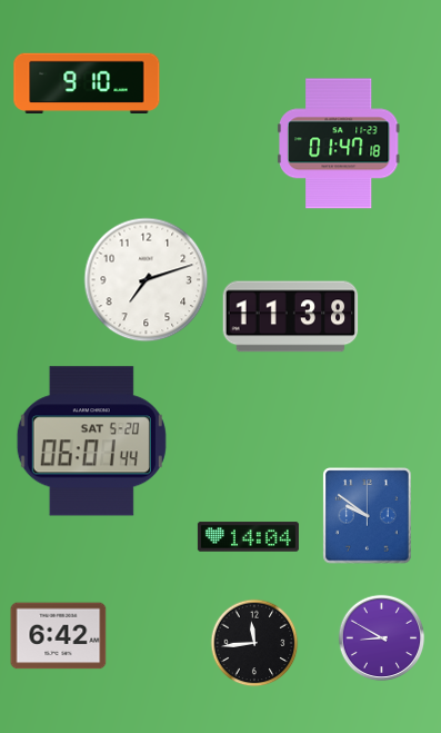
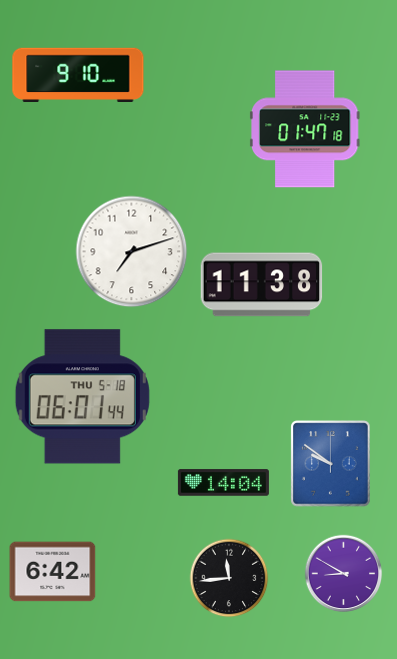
clock at (91, 442) date: SAT 5-20 -> THU 5-18
